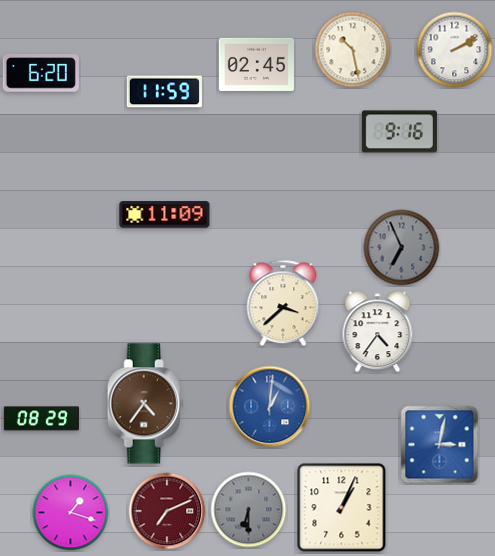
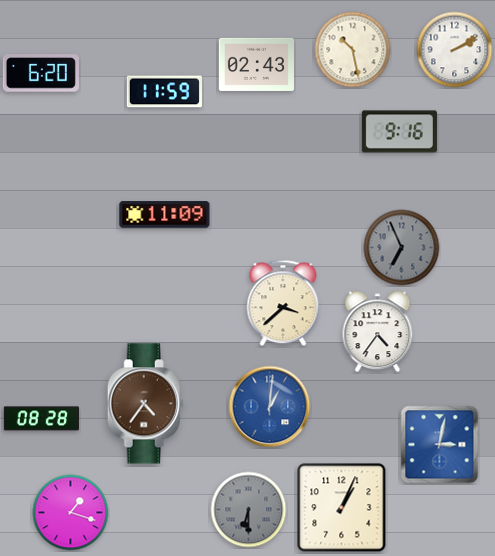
clock at (256, 64): 02:45 -> 02:43
clock at (41, 419): 08:29 -> 08:28
clock at (167, 511): 7:11 -> none
